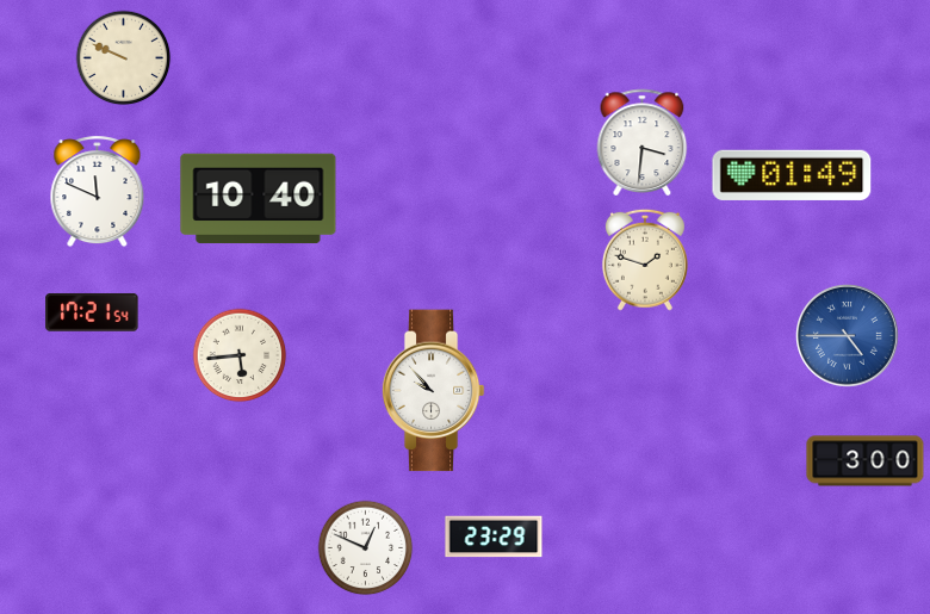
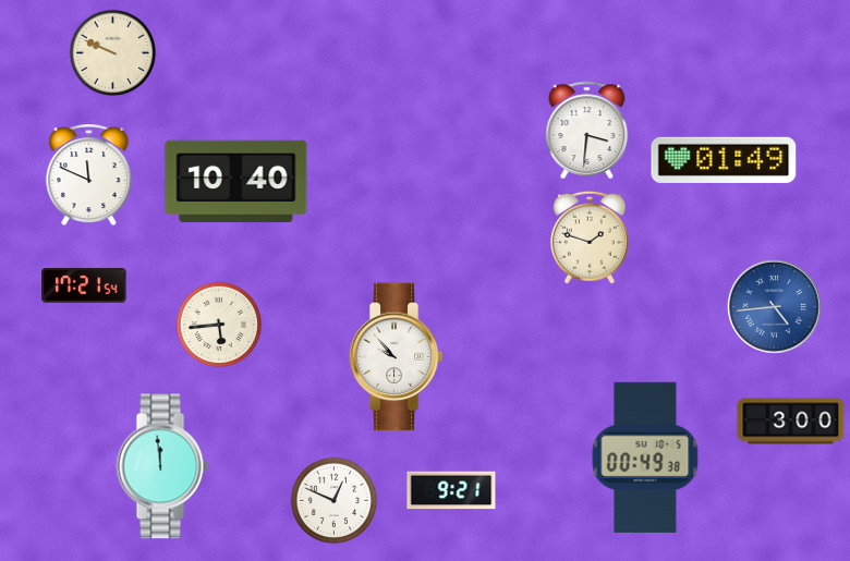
clock at (848, 336): 4:45 -> 4:44
clock at (645, 458): none -> 00:49
clock at (162, 466): none -> 11:59
clock at (494, 537): 23:29 -> 9:21
